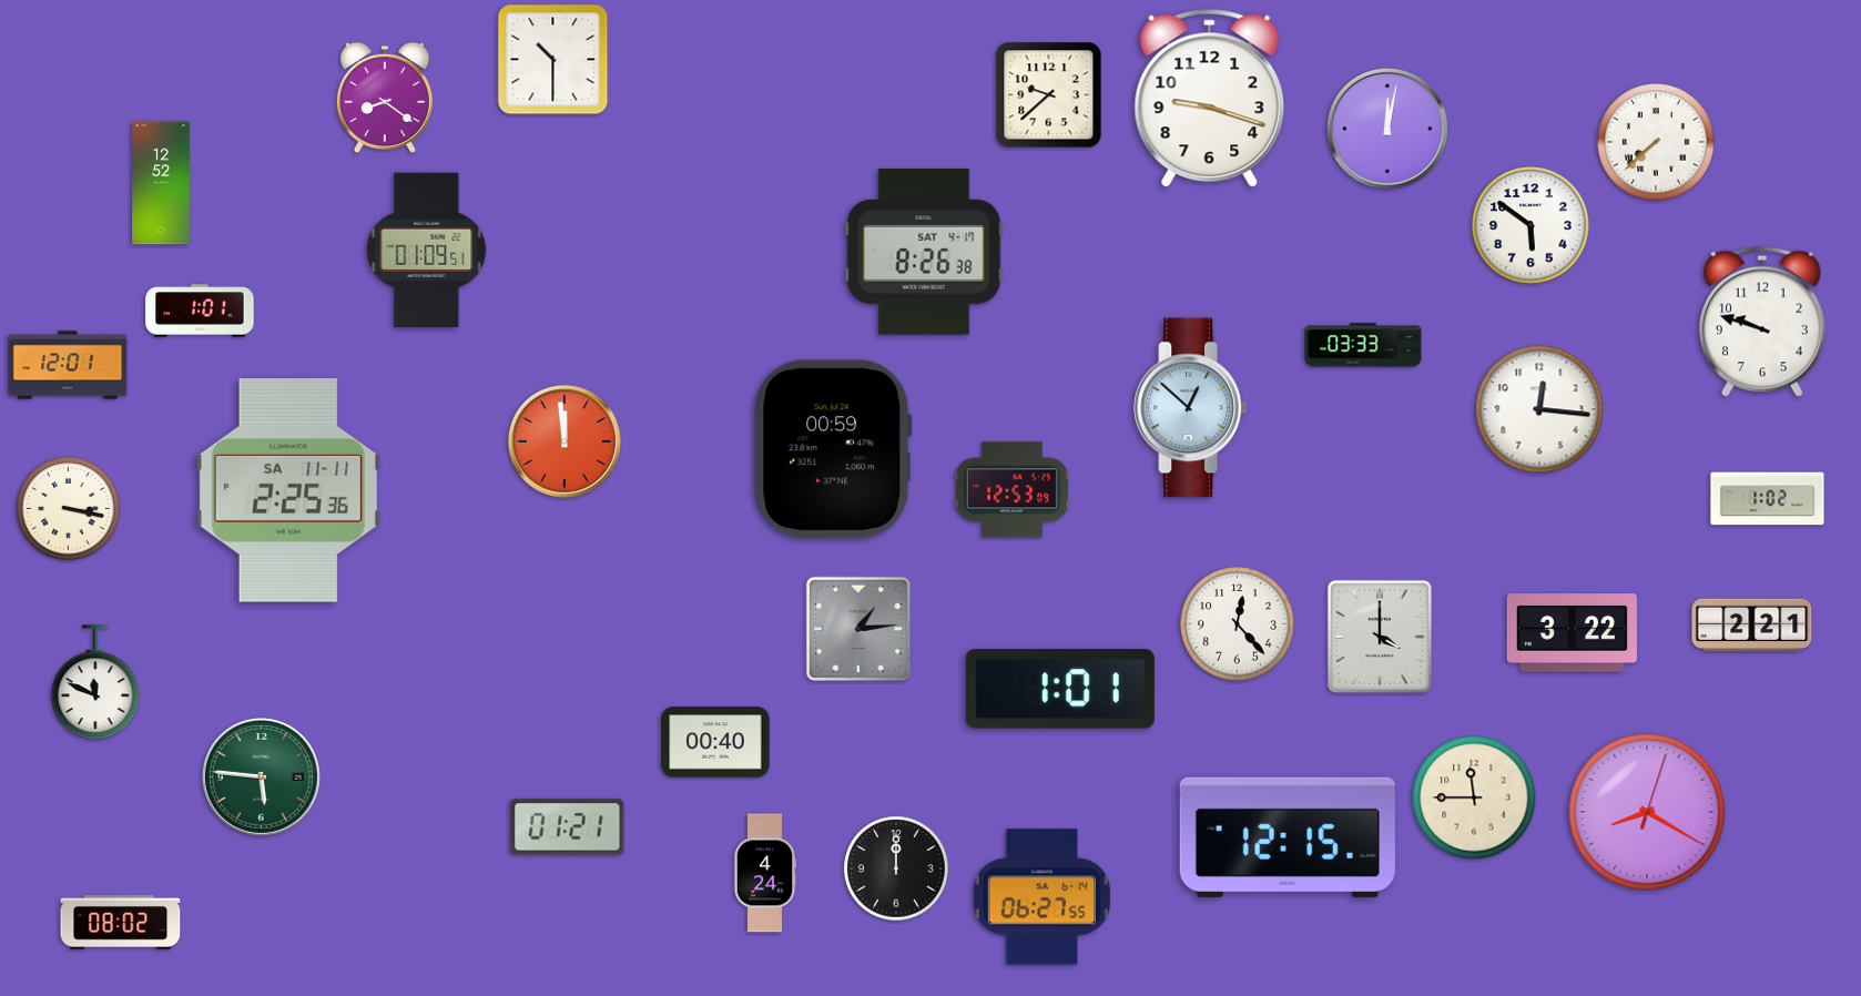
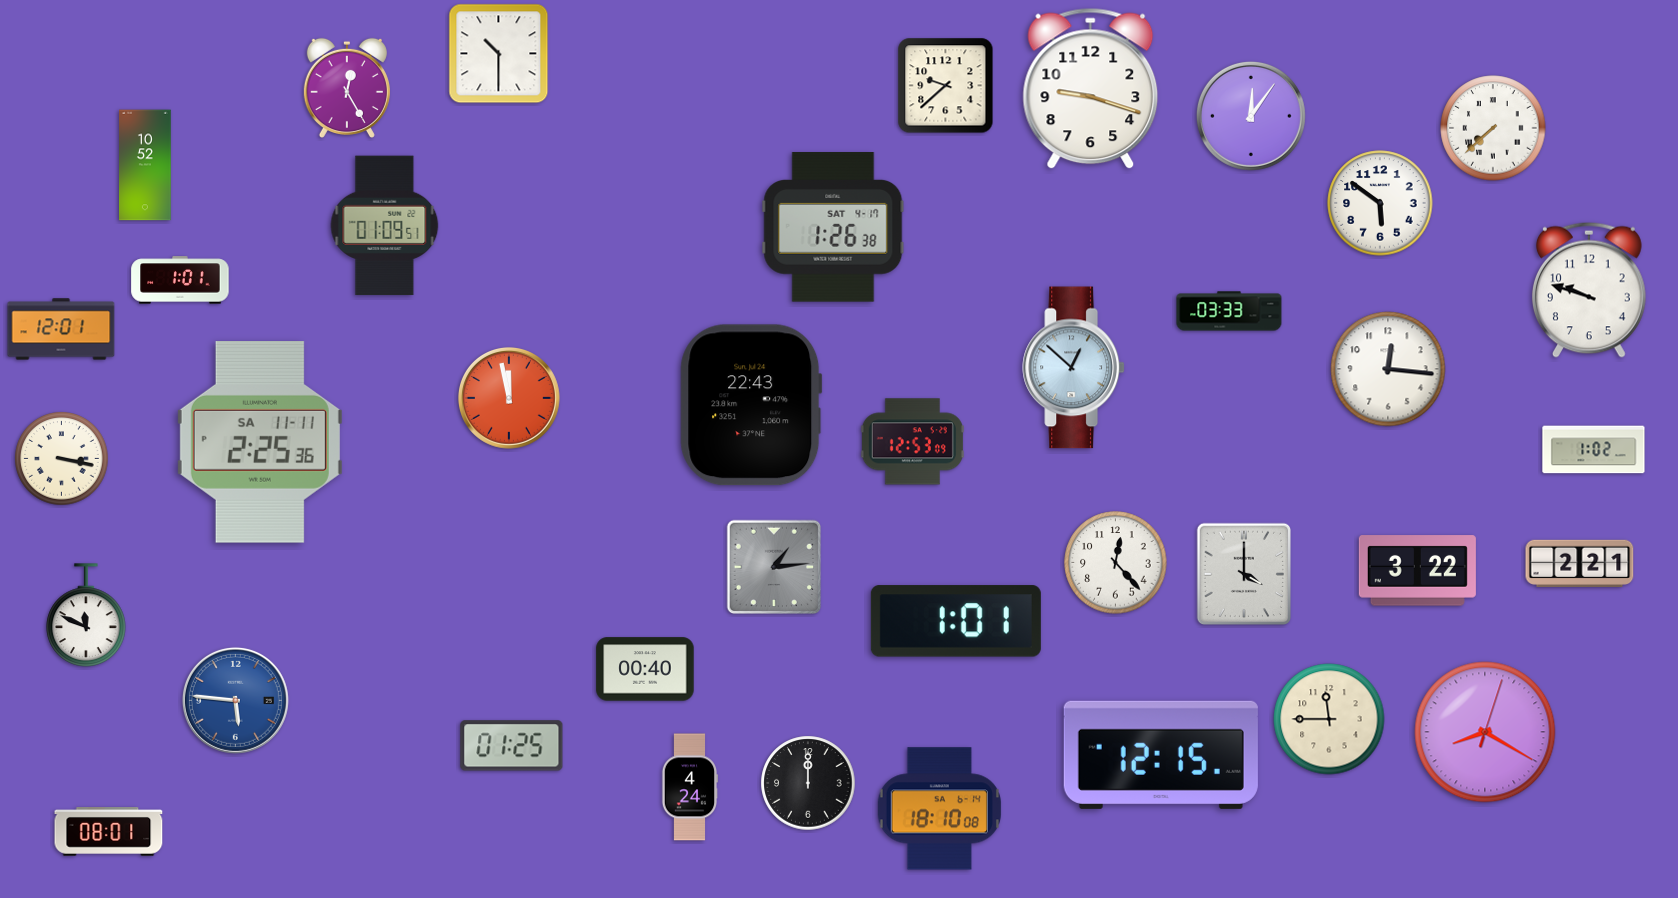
clock at (385, 96): 8:21 -> 12:25
clock at (1387, 129): 12:02 -> 12:06
clock at (161, 183): 12:52 -> 10:52
clock at (924, 252): 8:26 -> 1:26
clock at (565, 441): 11:59 -> 11:58
clock at (833, 449): 00:59 -> 22:43
clock at (261, 776) dial: green -> blue
clock at (568, 827): 01:21 -> 01:25
clock at (1041, 897): 06:27 -> 18:10
clock at (121, 923): 08:02 -> 08:01
